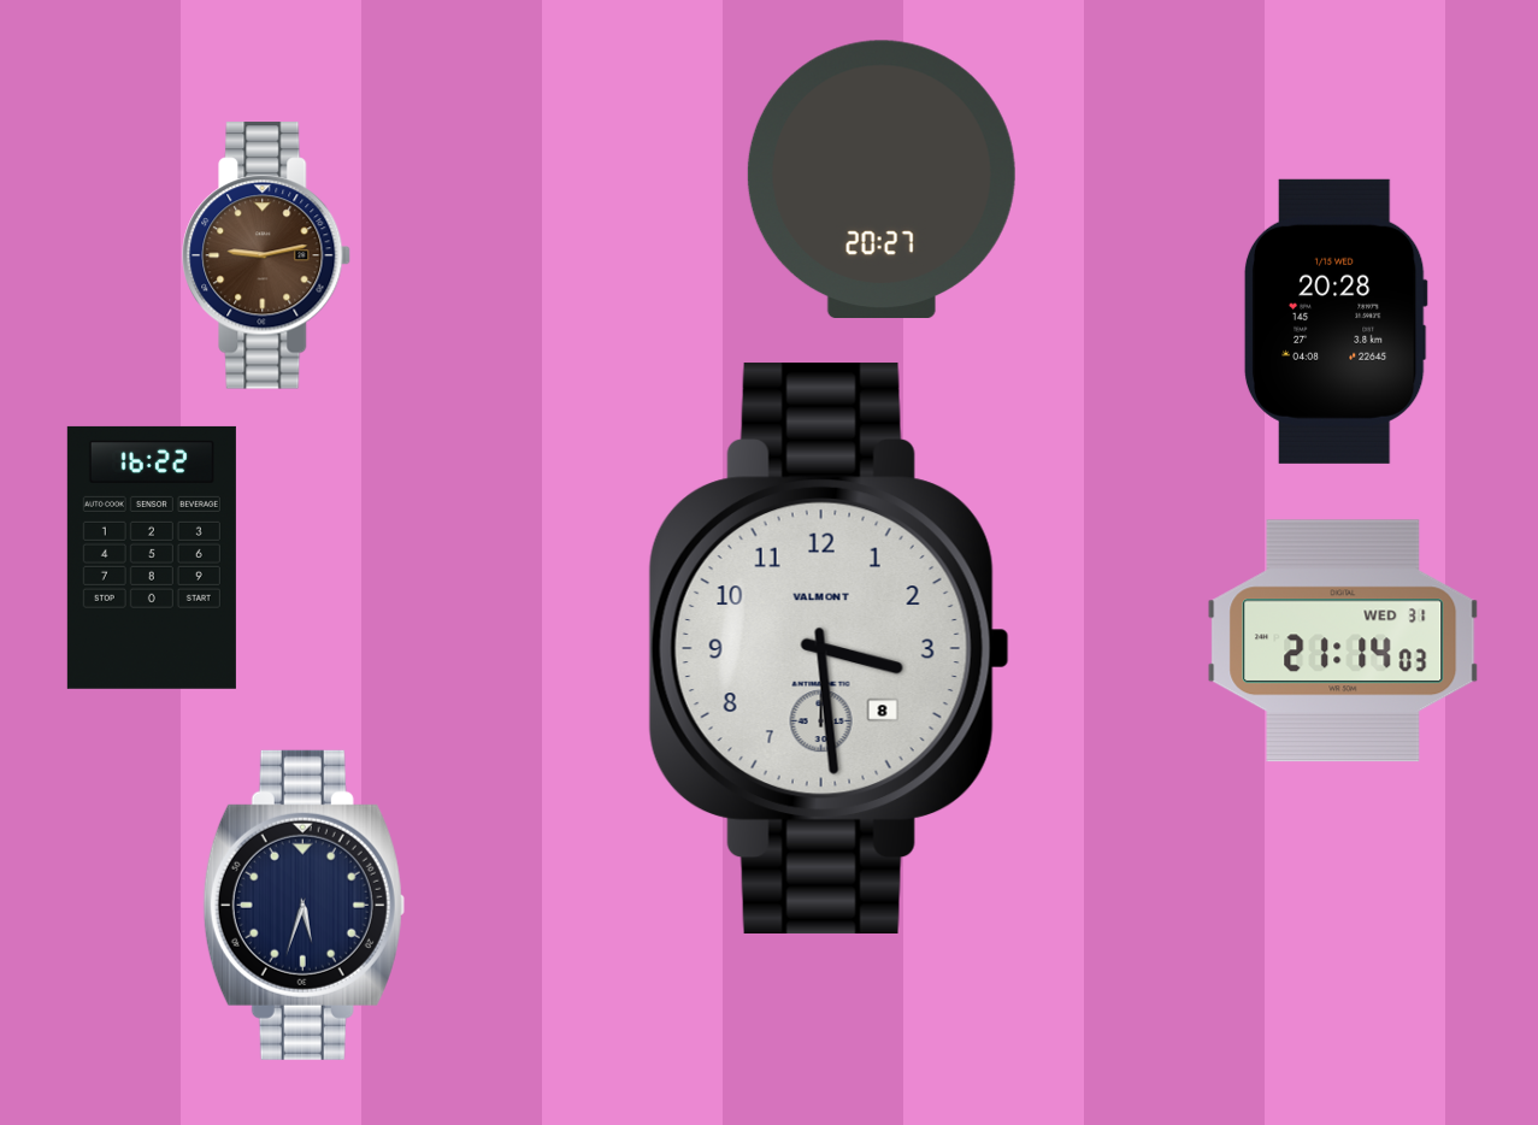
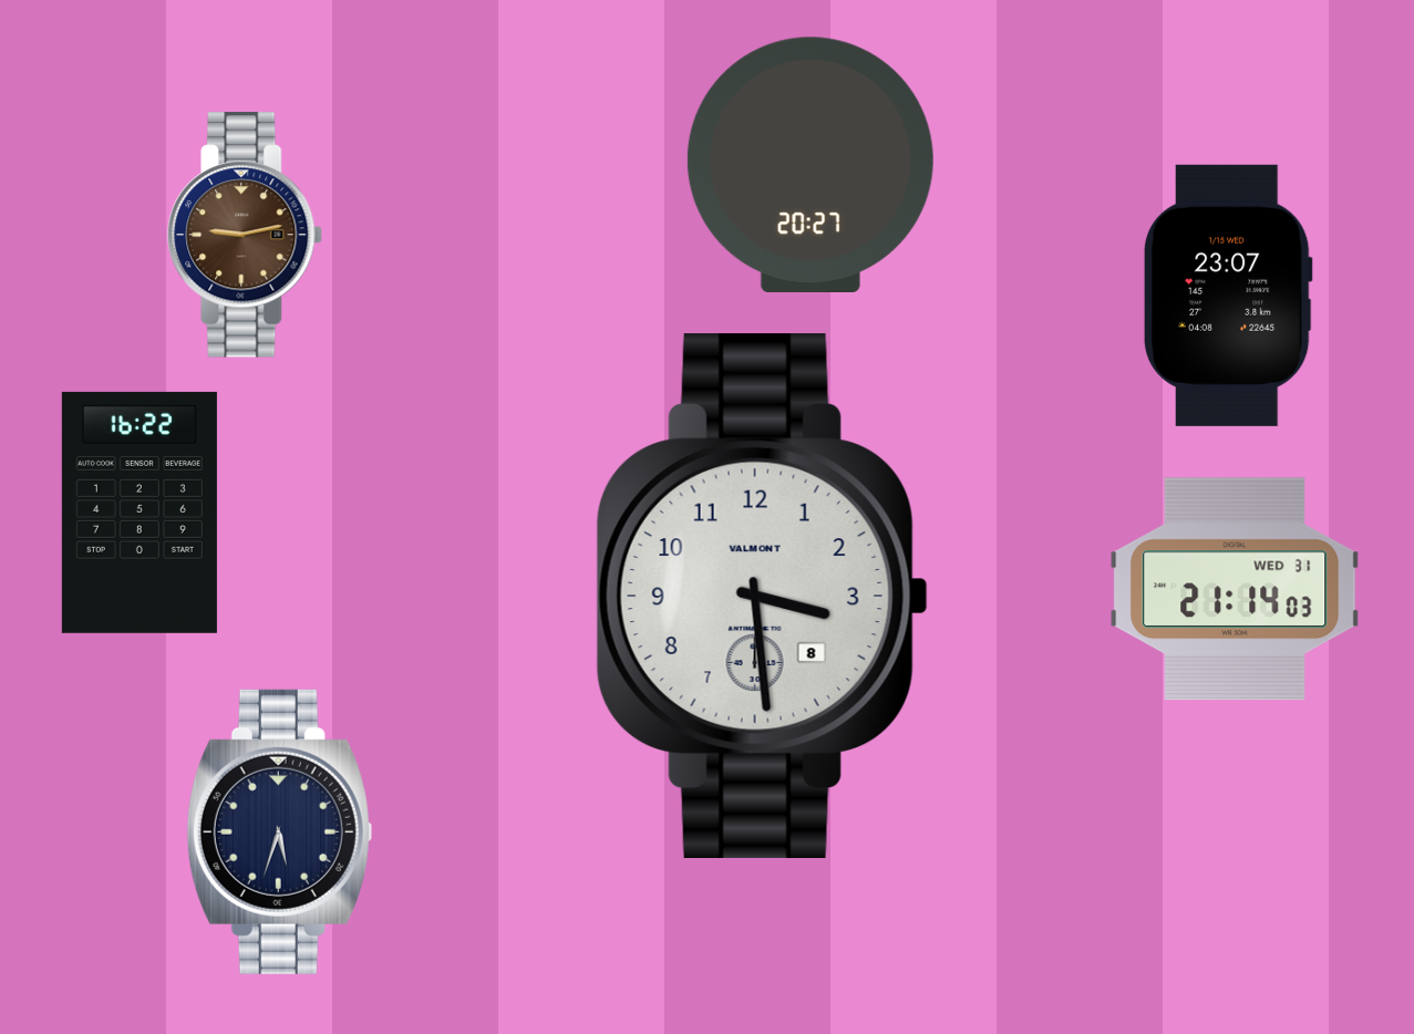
clock at (1336, 322): 20:28 -> 23:07
